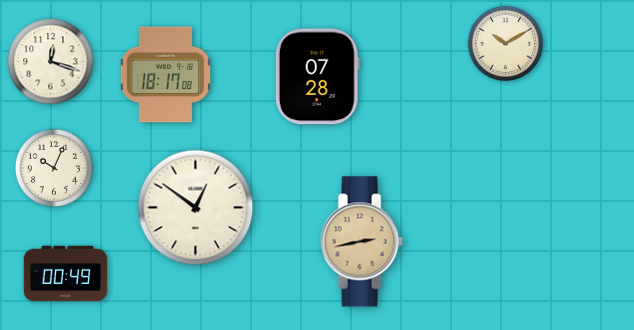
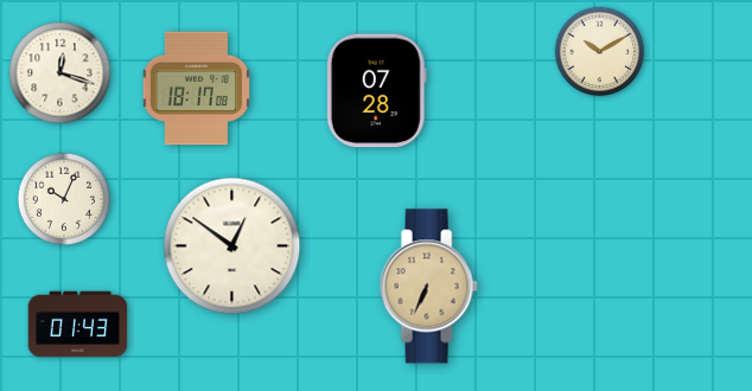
clock at (361, 242): 2:43 -> 6:34
clock at (66, 274): 00:49 -> 01:43
